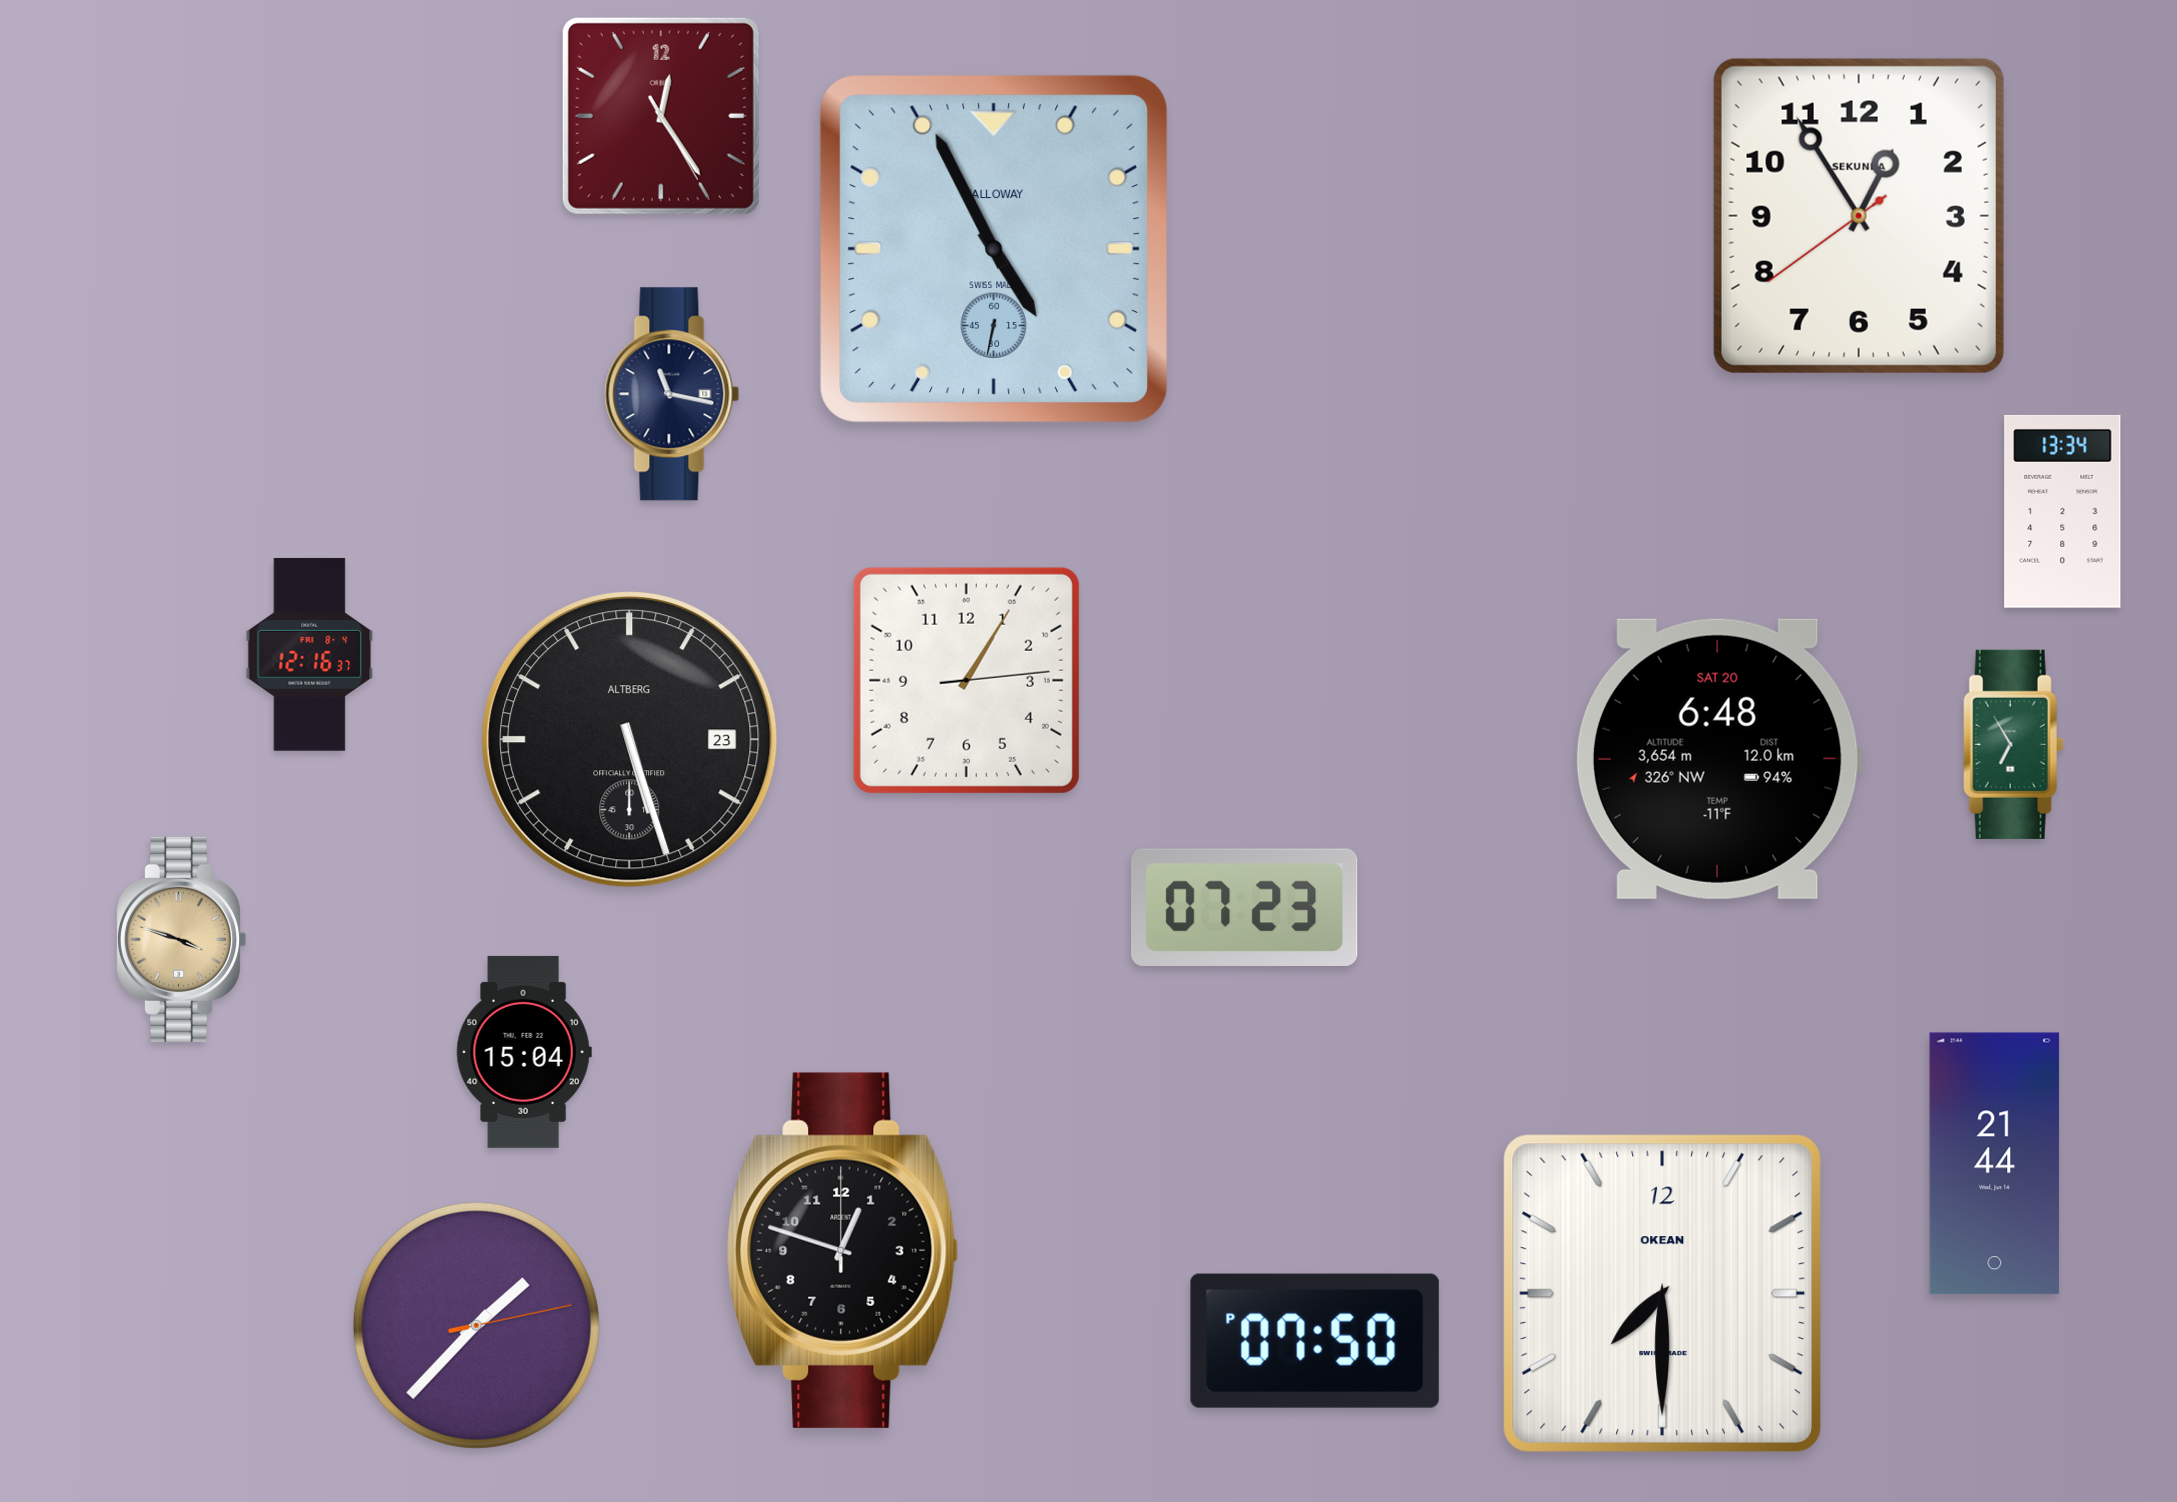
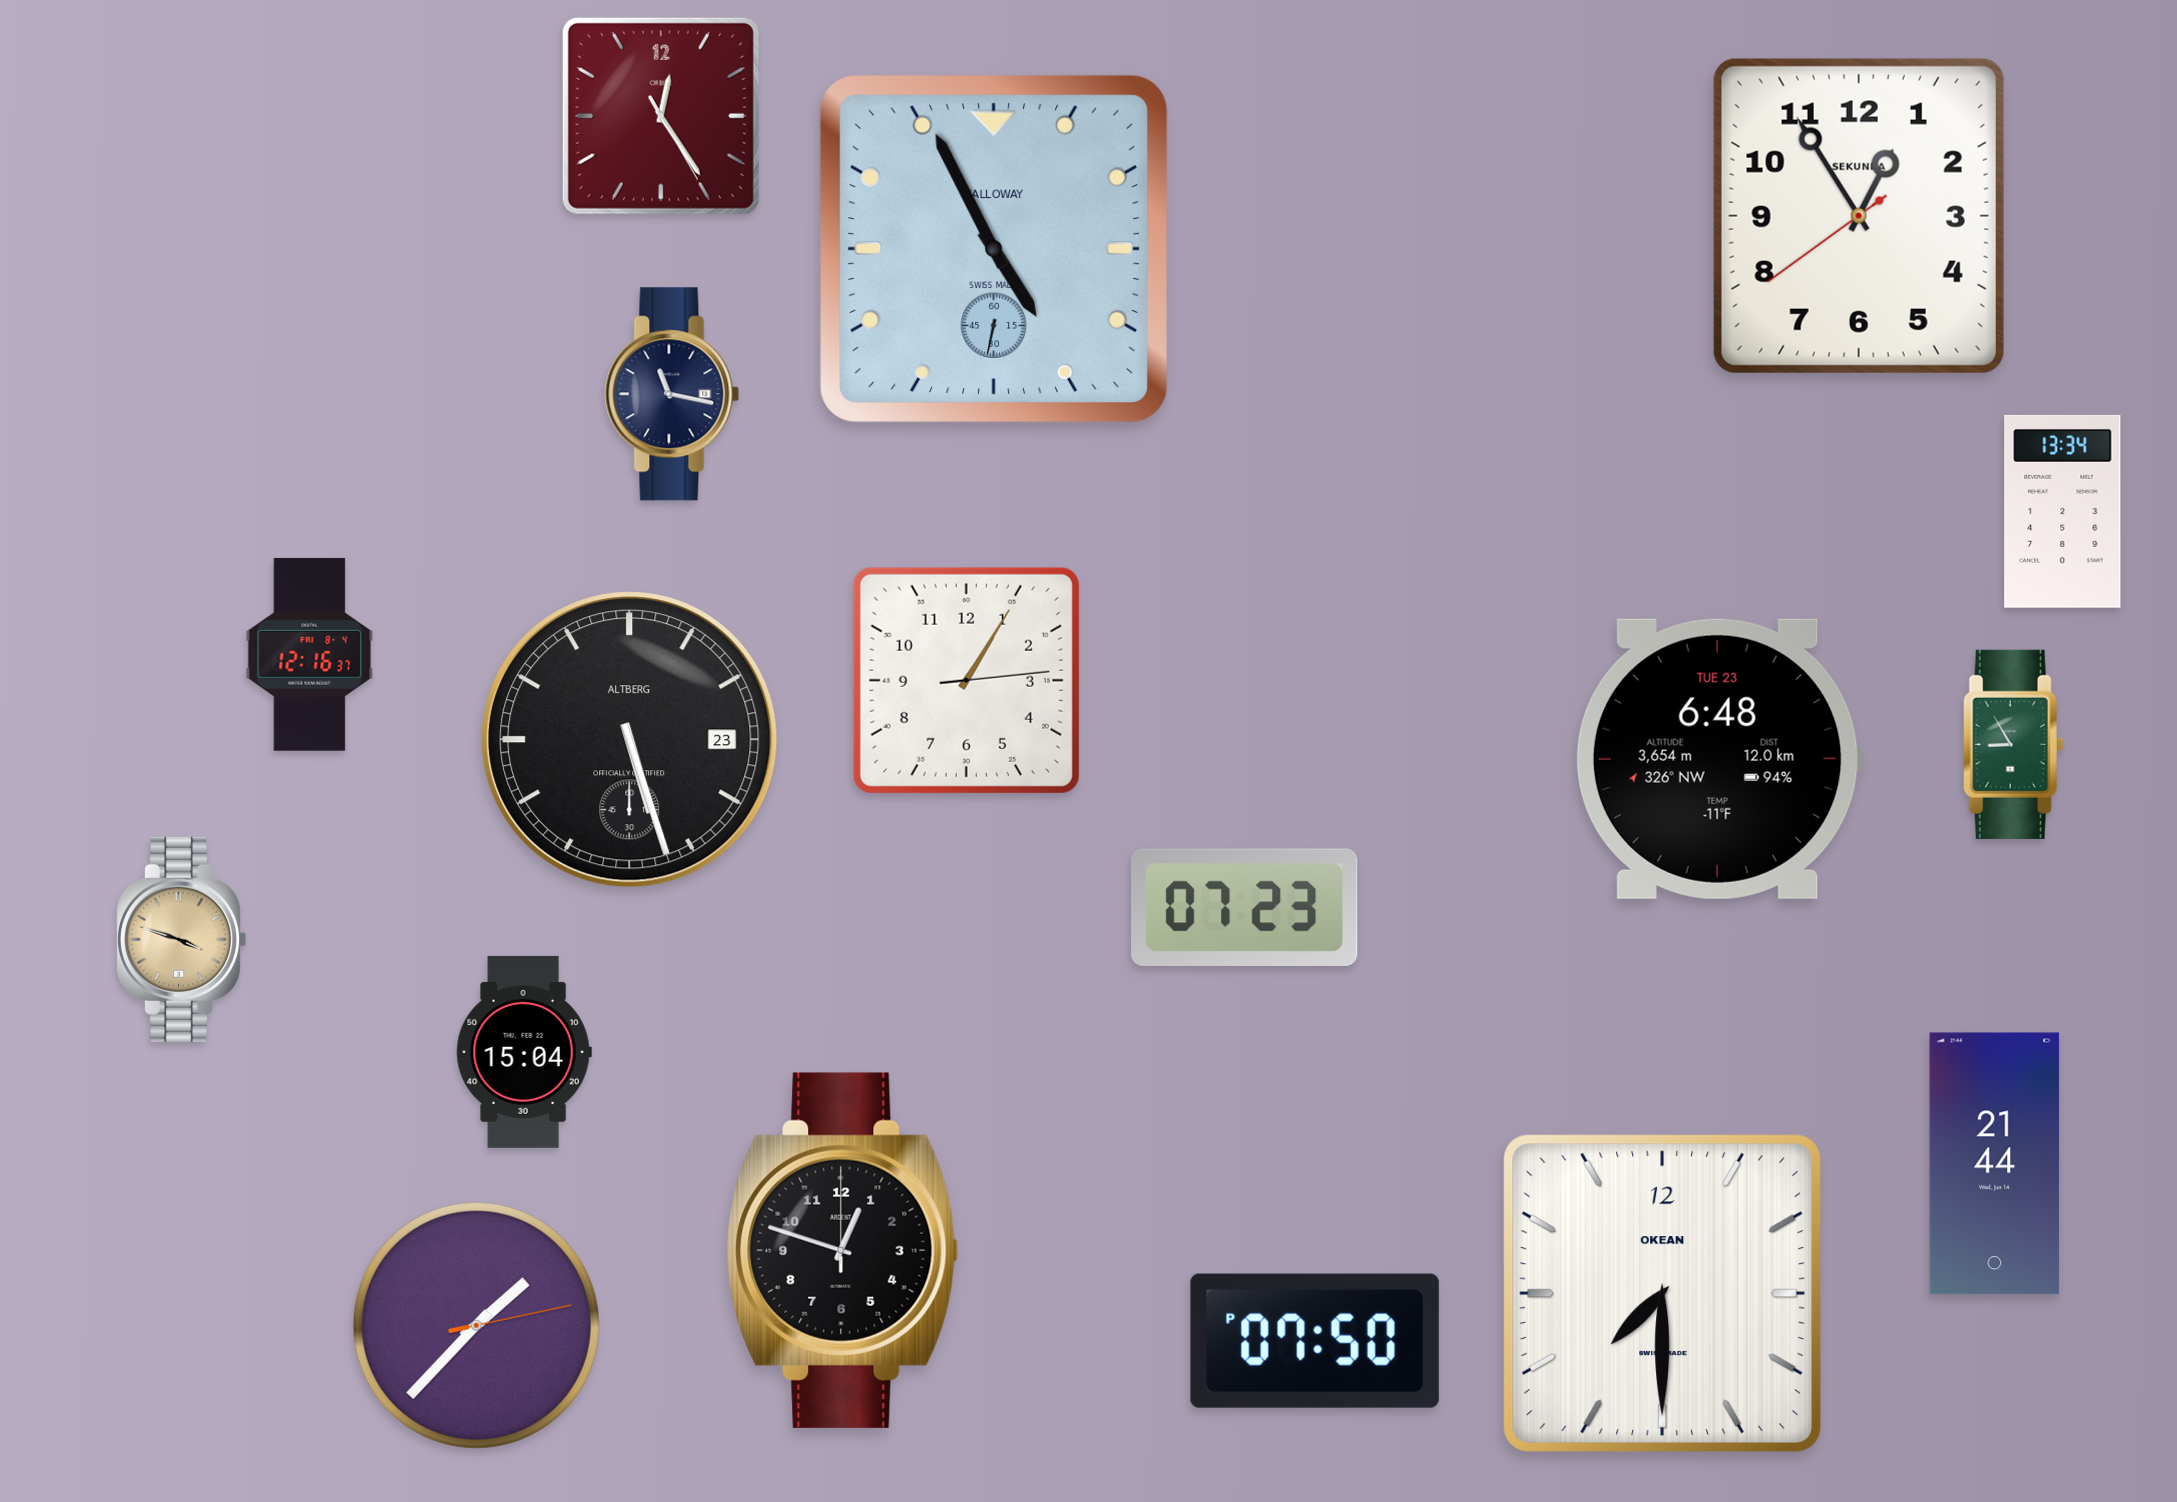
clock at (2013, 744): 6:55 -> 8:55
clock at (1719, 759) date: SAT 20 -> TUE 23
